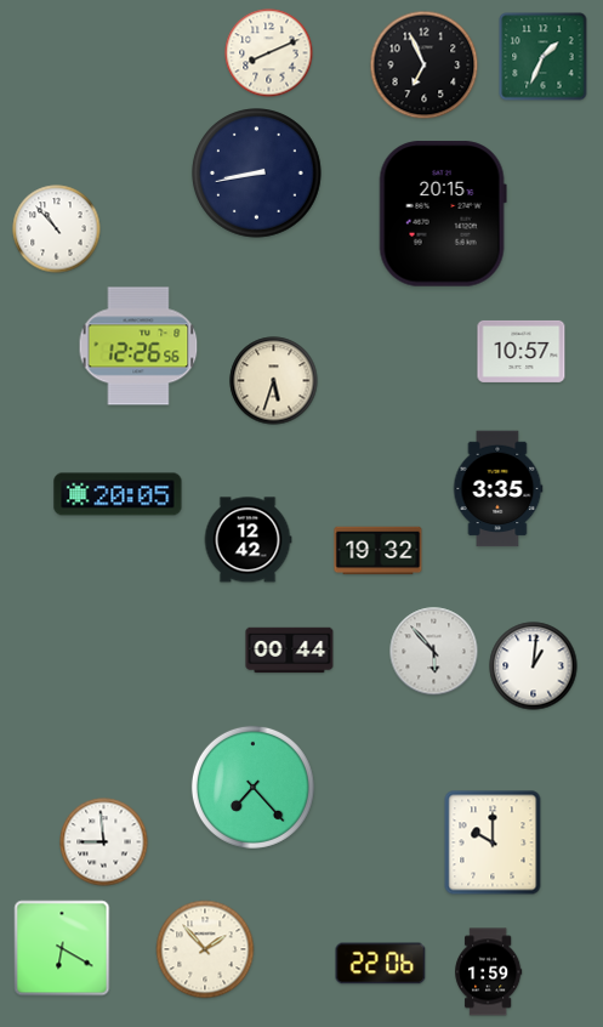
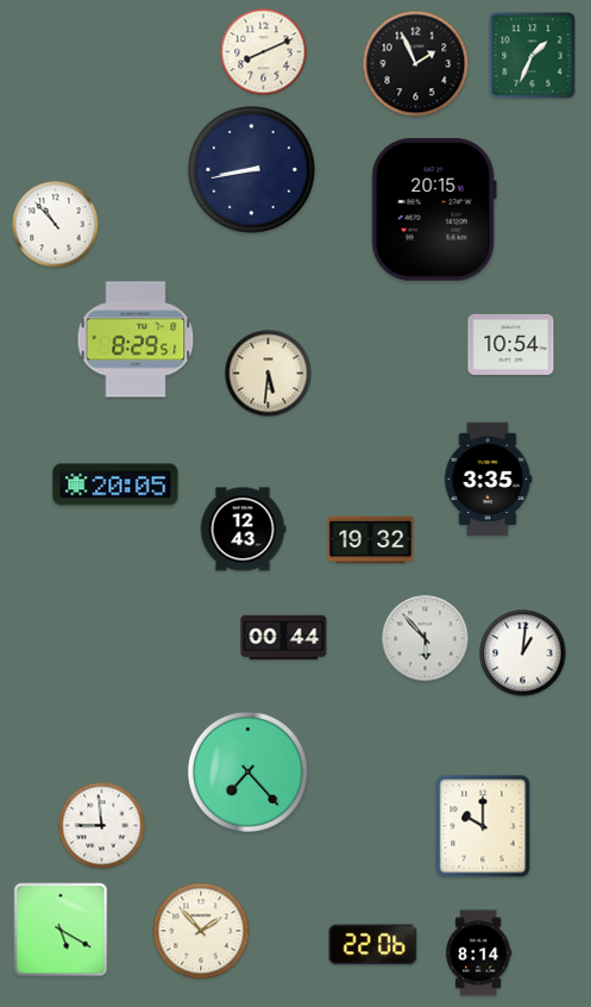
clock at (425, 66): 6:56 -> 1:56
clock at (138, 346): 12:26 -> 8:29
clock at (522, 351): 10:57 -> 10:54
clock at (274, 381): 5:33 -> 5:31
clock at (248, 540): 12:42 -> 12:43
clock at (62, 948): 6:20 -> 5:20
clock at (489, 972): 1:59 -> 8:14
